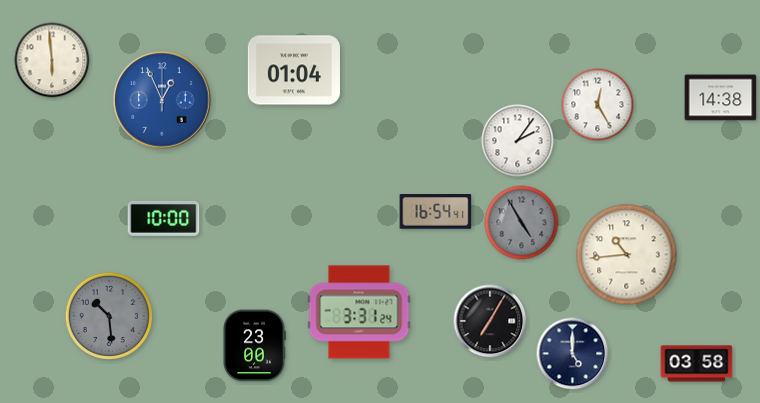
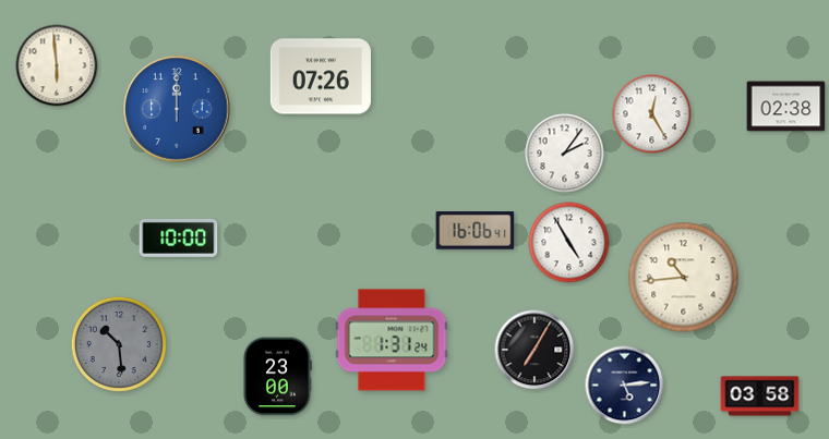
clock at (294, 70): 01:04 -> 07:26
clock at (721, 98): 14:38 -> 02:38
clock at (163, 101): 12:56 -> 12:00
clock at (436, 212): 16:54 -> 16:06
clock at (522, 223) dial: grey -> white
clock at (359, 312): 3:31 -> 1:31
clock at (573, 354): 5:00 -> 5:14
